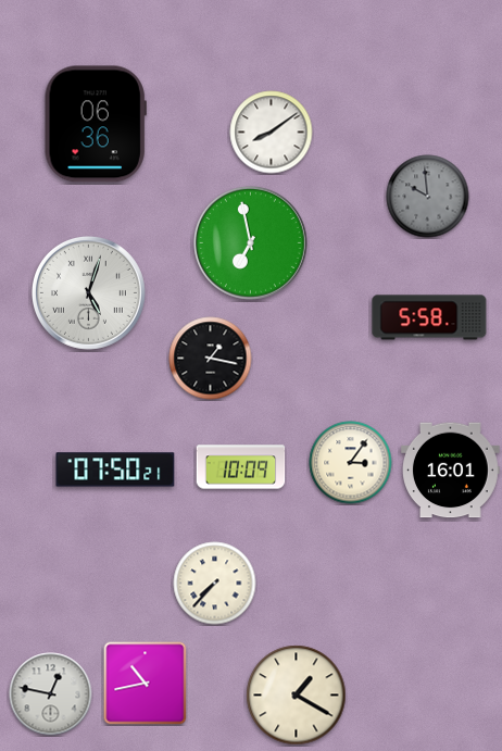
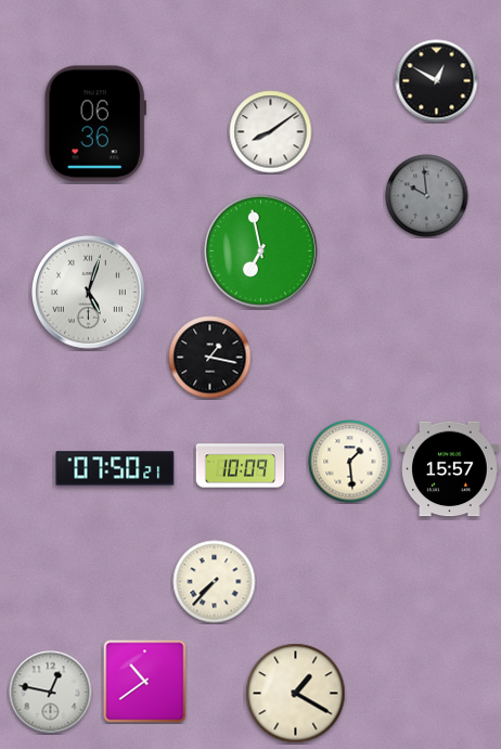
clock at (437, 81): none -> 12:50
clock at (250, 242) position: (250, 242) -> (260, 250)
clock at (429, 317): 5:58 -> none
clock at (351, 463): 3:06 -> 1:29
clock at (451, 471): 16:01 -> 15:57
clock at (146, 684): 10:43 -> 10:39
